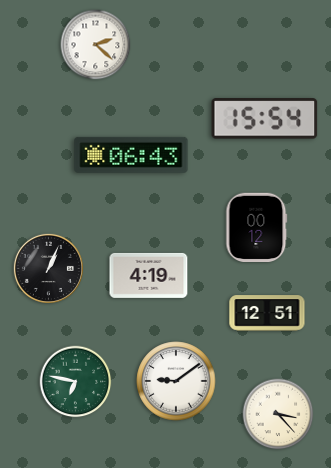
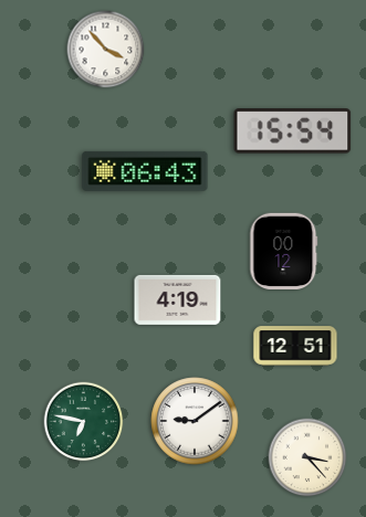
clock at (96, 45): 2:22 -> 3:53
clock at (48, 268): 1:04 -> none
clock at (149, 275) position: (149, 275) -> (178, 299)
